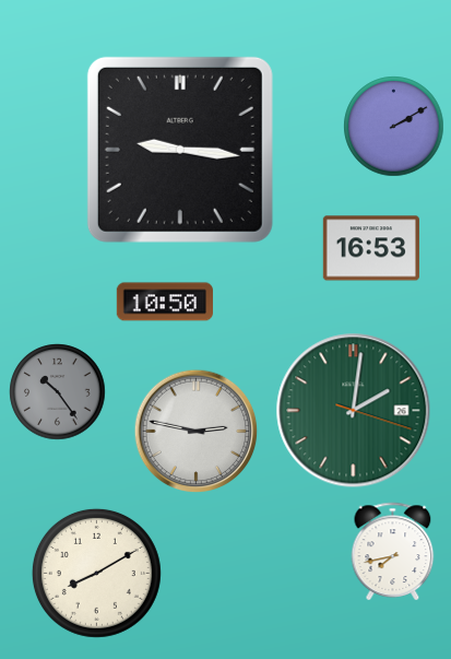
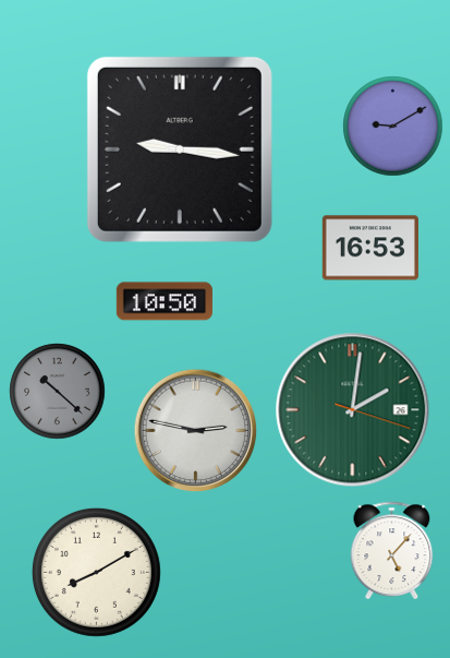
clock at (394, 127): 2:10 -> 9:10
clock at (58, 392): 10:24 -> 10:22
clock at (393, 551): 7:43 -> 5:07
